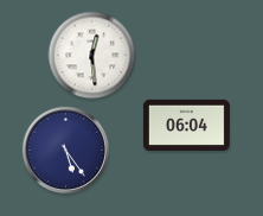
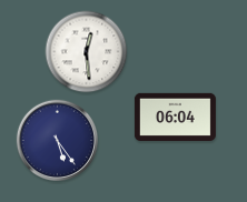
clock at (65, 150) position: (65, 150) -> (57, 140)
